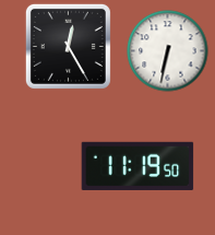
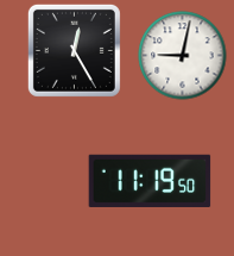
clock at (168, 51): 6:32 -> 9:02
